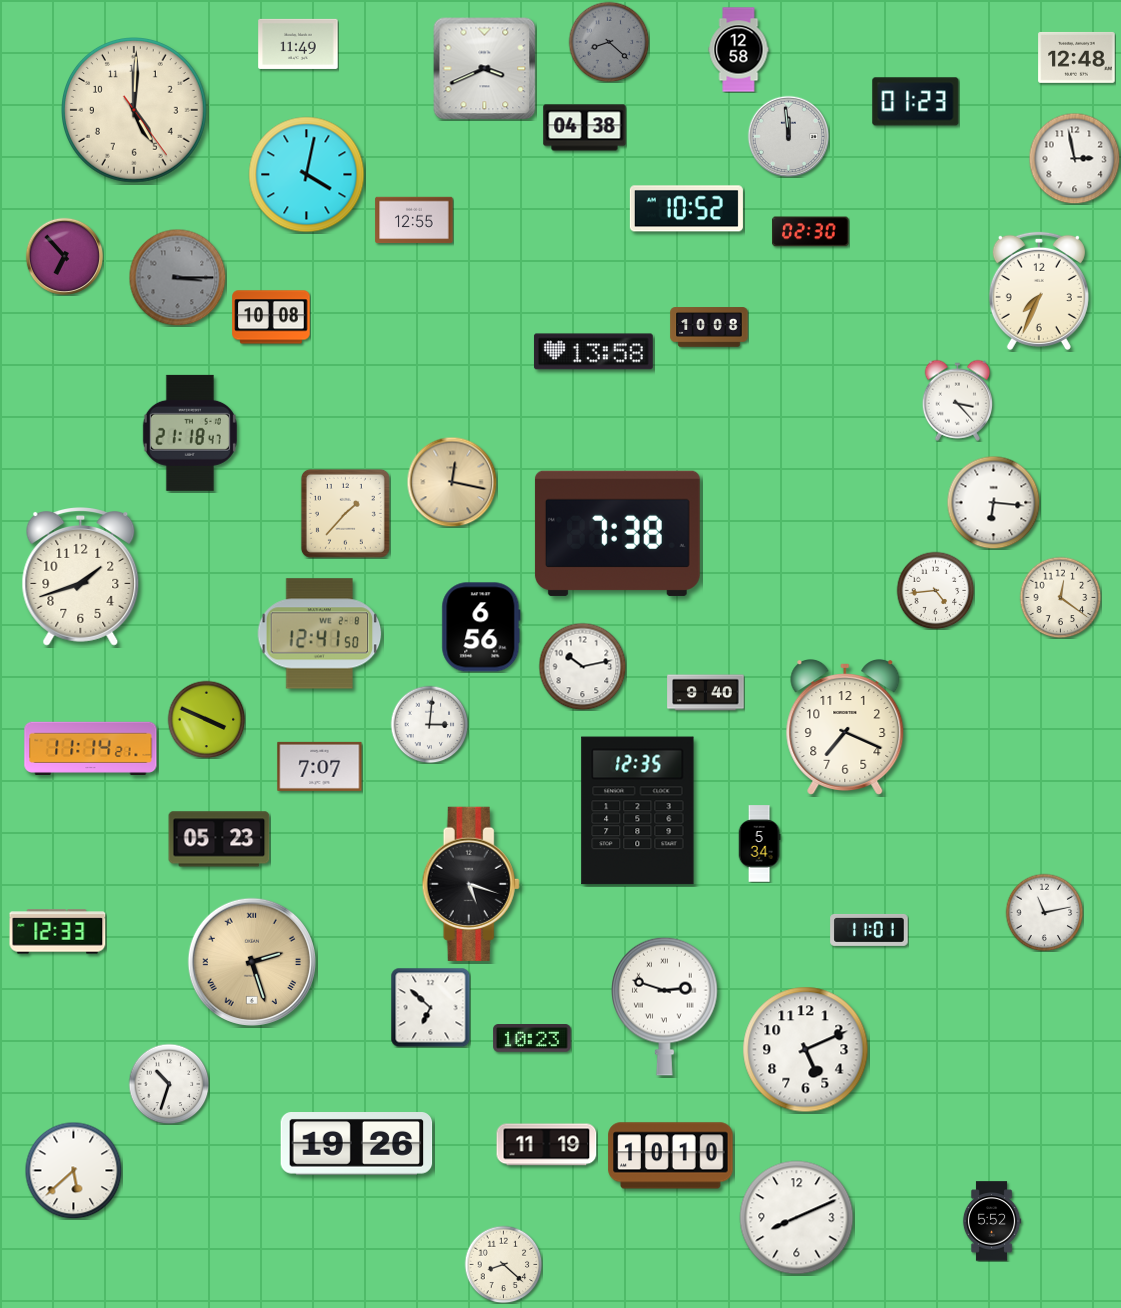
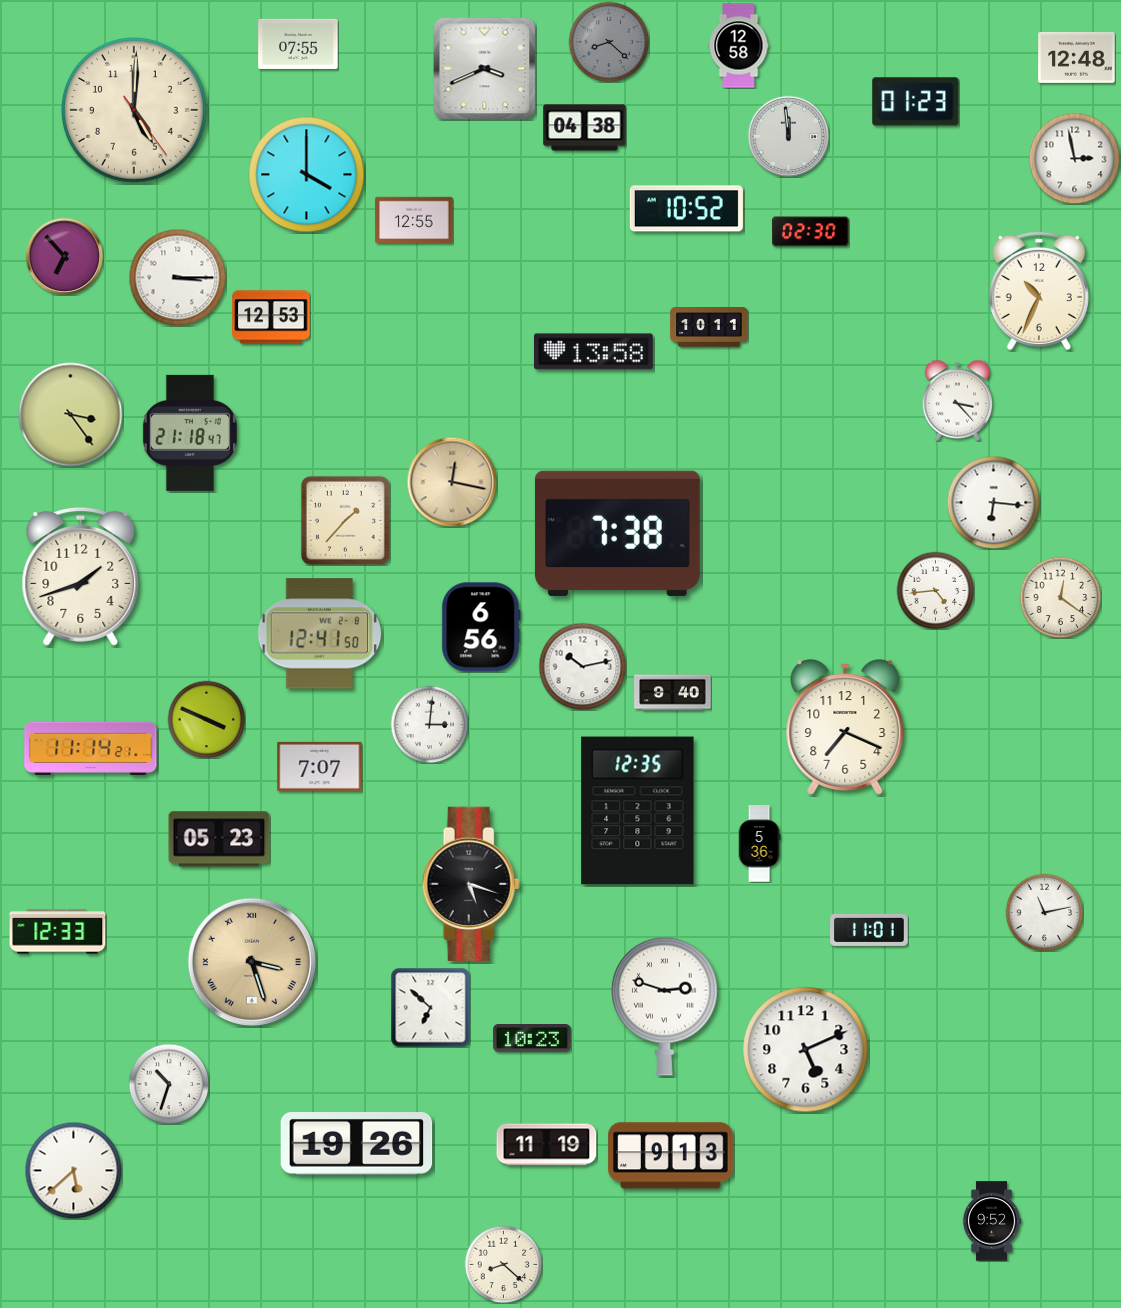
clock at (298, 44): 11:49 -> 07:55
clock at (739, 50) position: (739, 50) -> (739, 46)
clock at (307, 175): 4:02 -> 4:00
clock at (177, 277) dial: grey -> white
clock at (1039, 291): 7:34 -> 10:34
clock at (271, 317): 10:08 -> 12:53
clock at (709, 327): 10:08 -> 10:11
clock at (71, 415): none -> 3:24
clock at (345, 513) position: (345, 513) -> (345, 520)
clock at (706, 693) position: (706, 693) -> (673, 693)
clock at (759, 844): 5:34 -> 5:36
clock at (252, 962): 2:27 -> 3:27
clock at (671, 1156): 10:10 -> 9:13
clock at (797, 1218): 8:11 -> none
clock at (992, 1221): 5:52 -> 9:52
